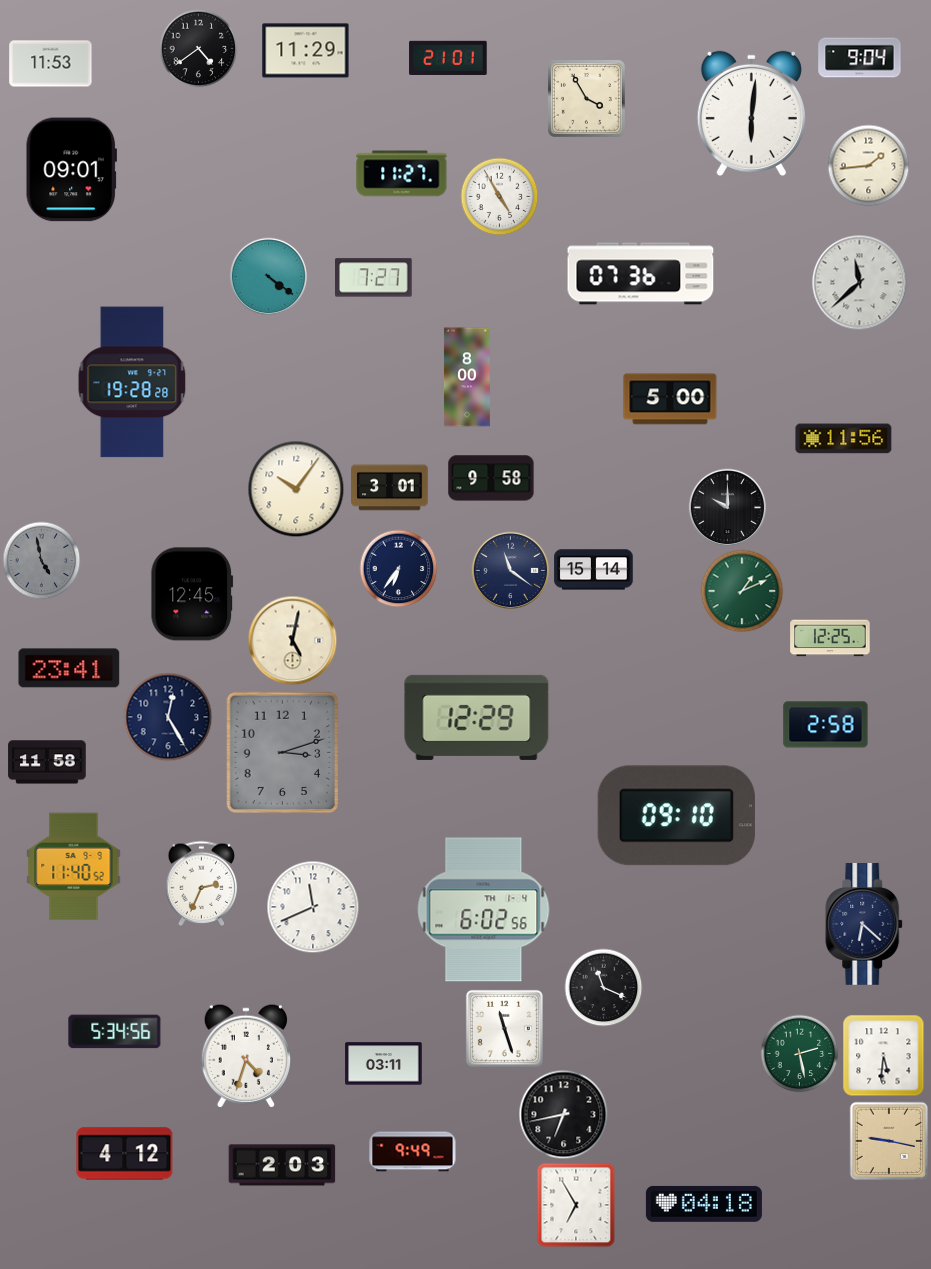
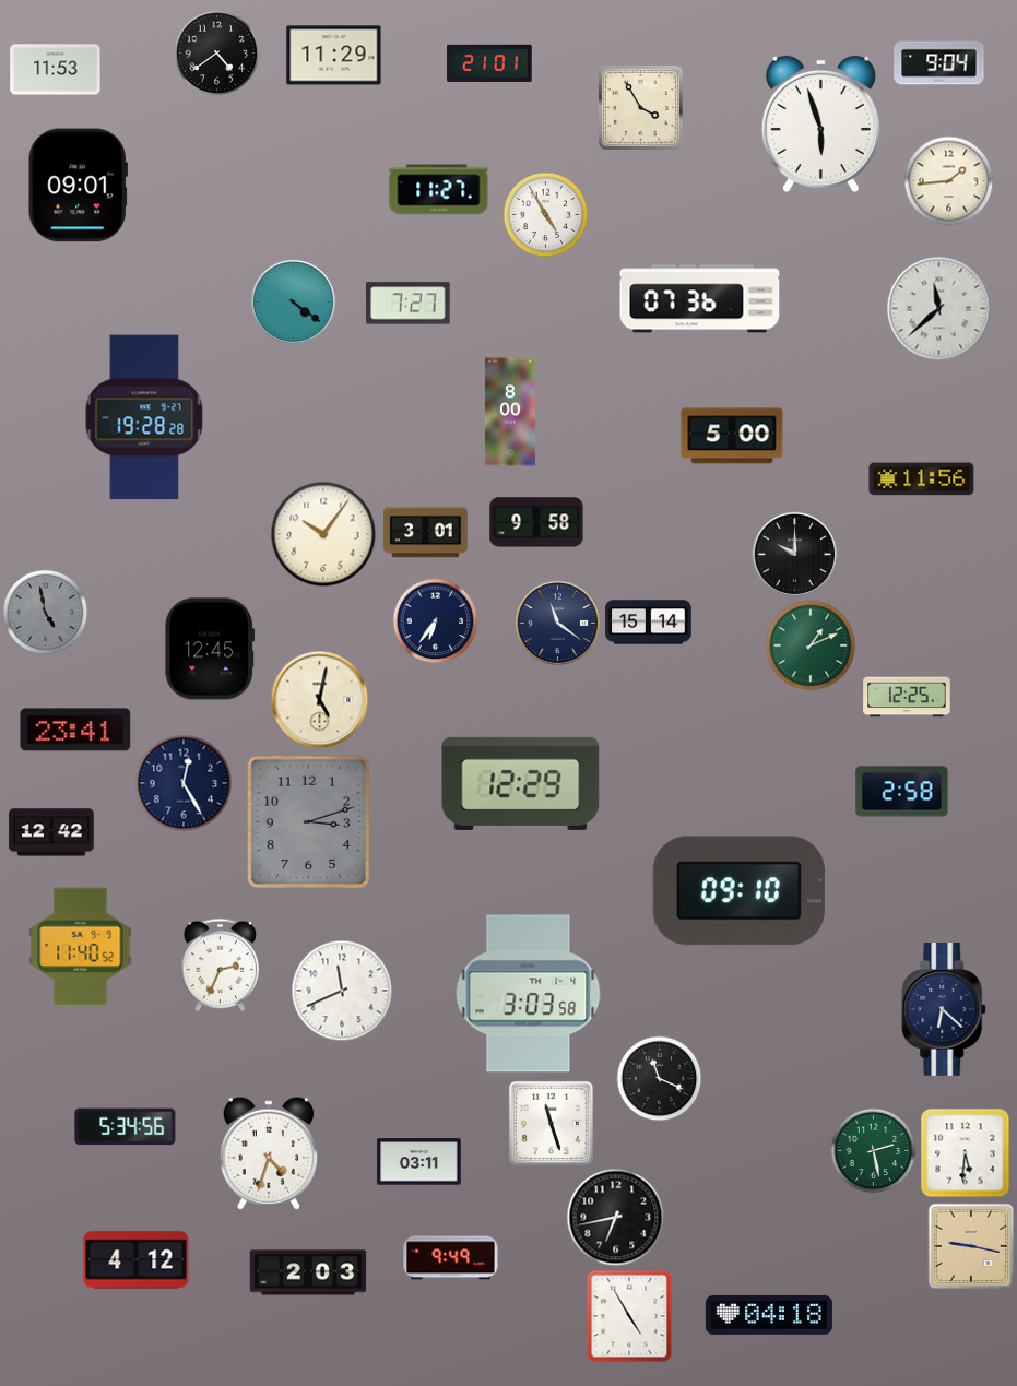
clock at (751, 113): 6:01 -> 5:57
clock at (47, 762): 11:58 -> 12:42
clock at (484, 910): 6:02 -> 3:03
clock at (576, 1205): 6:55 -> 4:55
